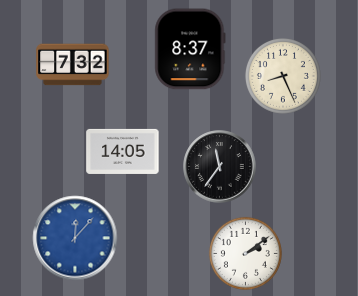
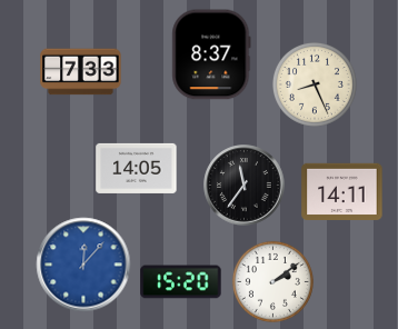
clock at (73, 65): 7:32 -> 7:33
clock at (342, 191): none -> 14:11
clock at (181, 282): none -> 15:20
